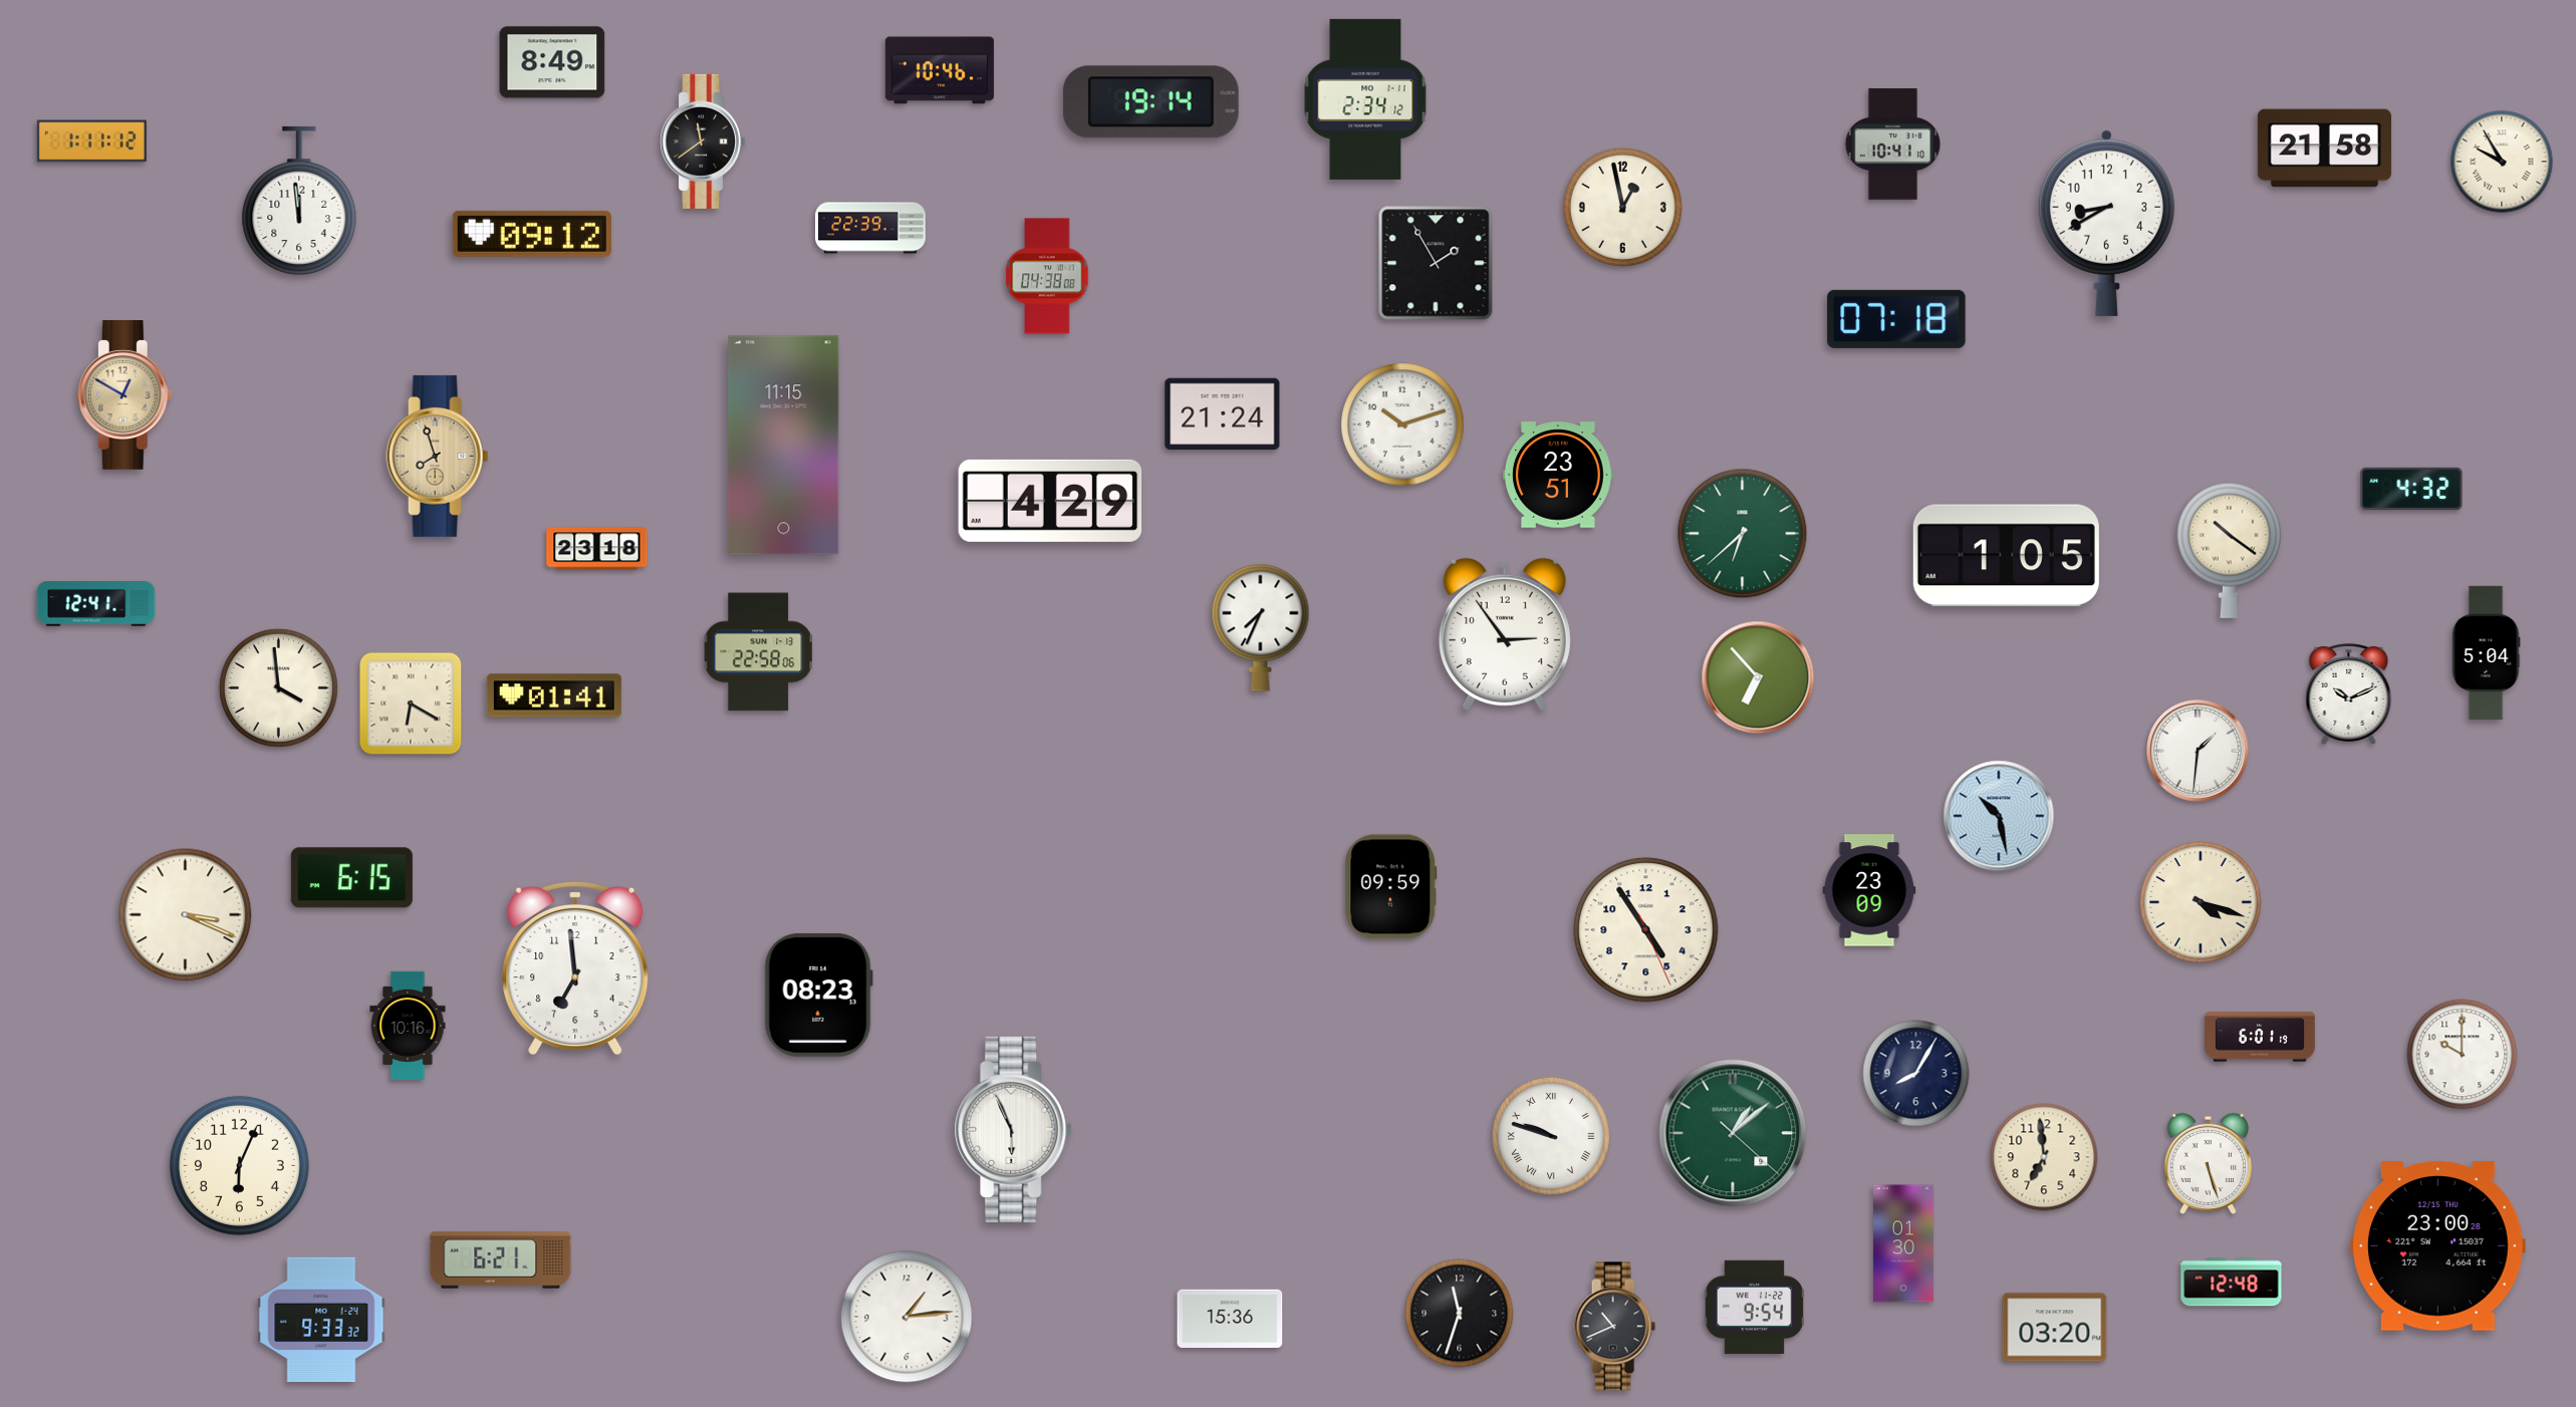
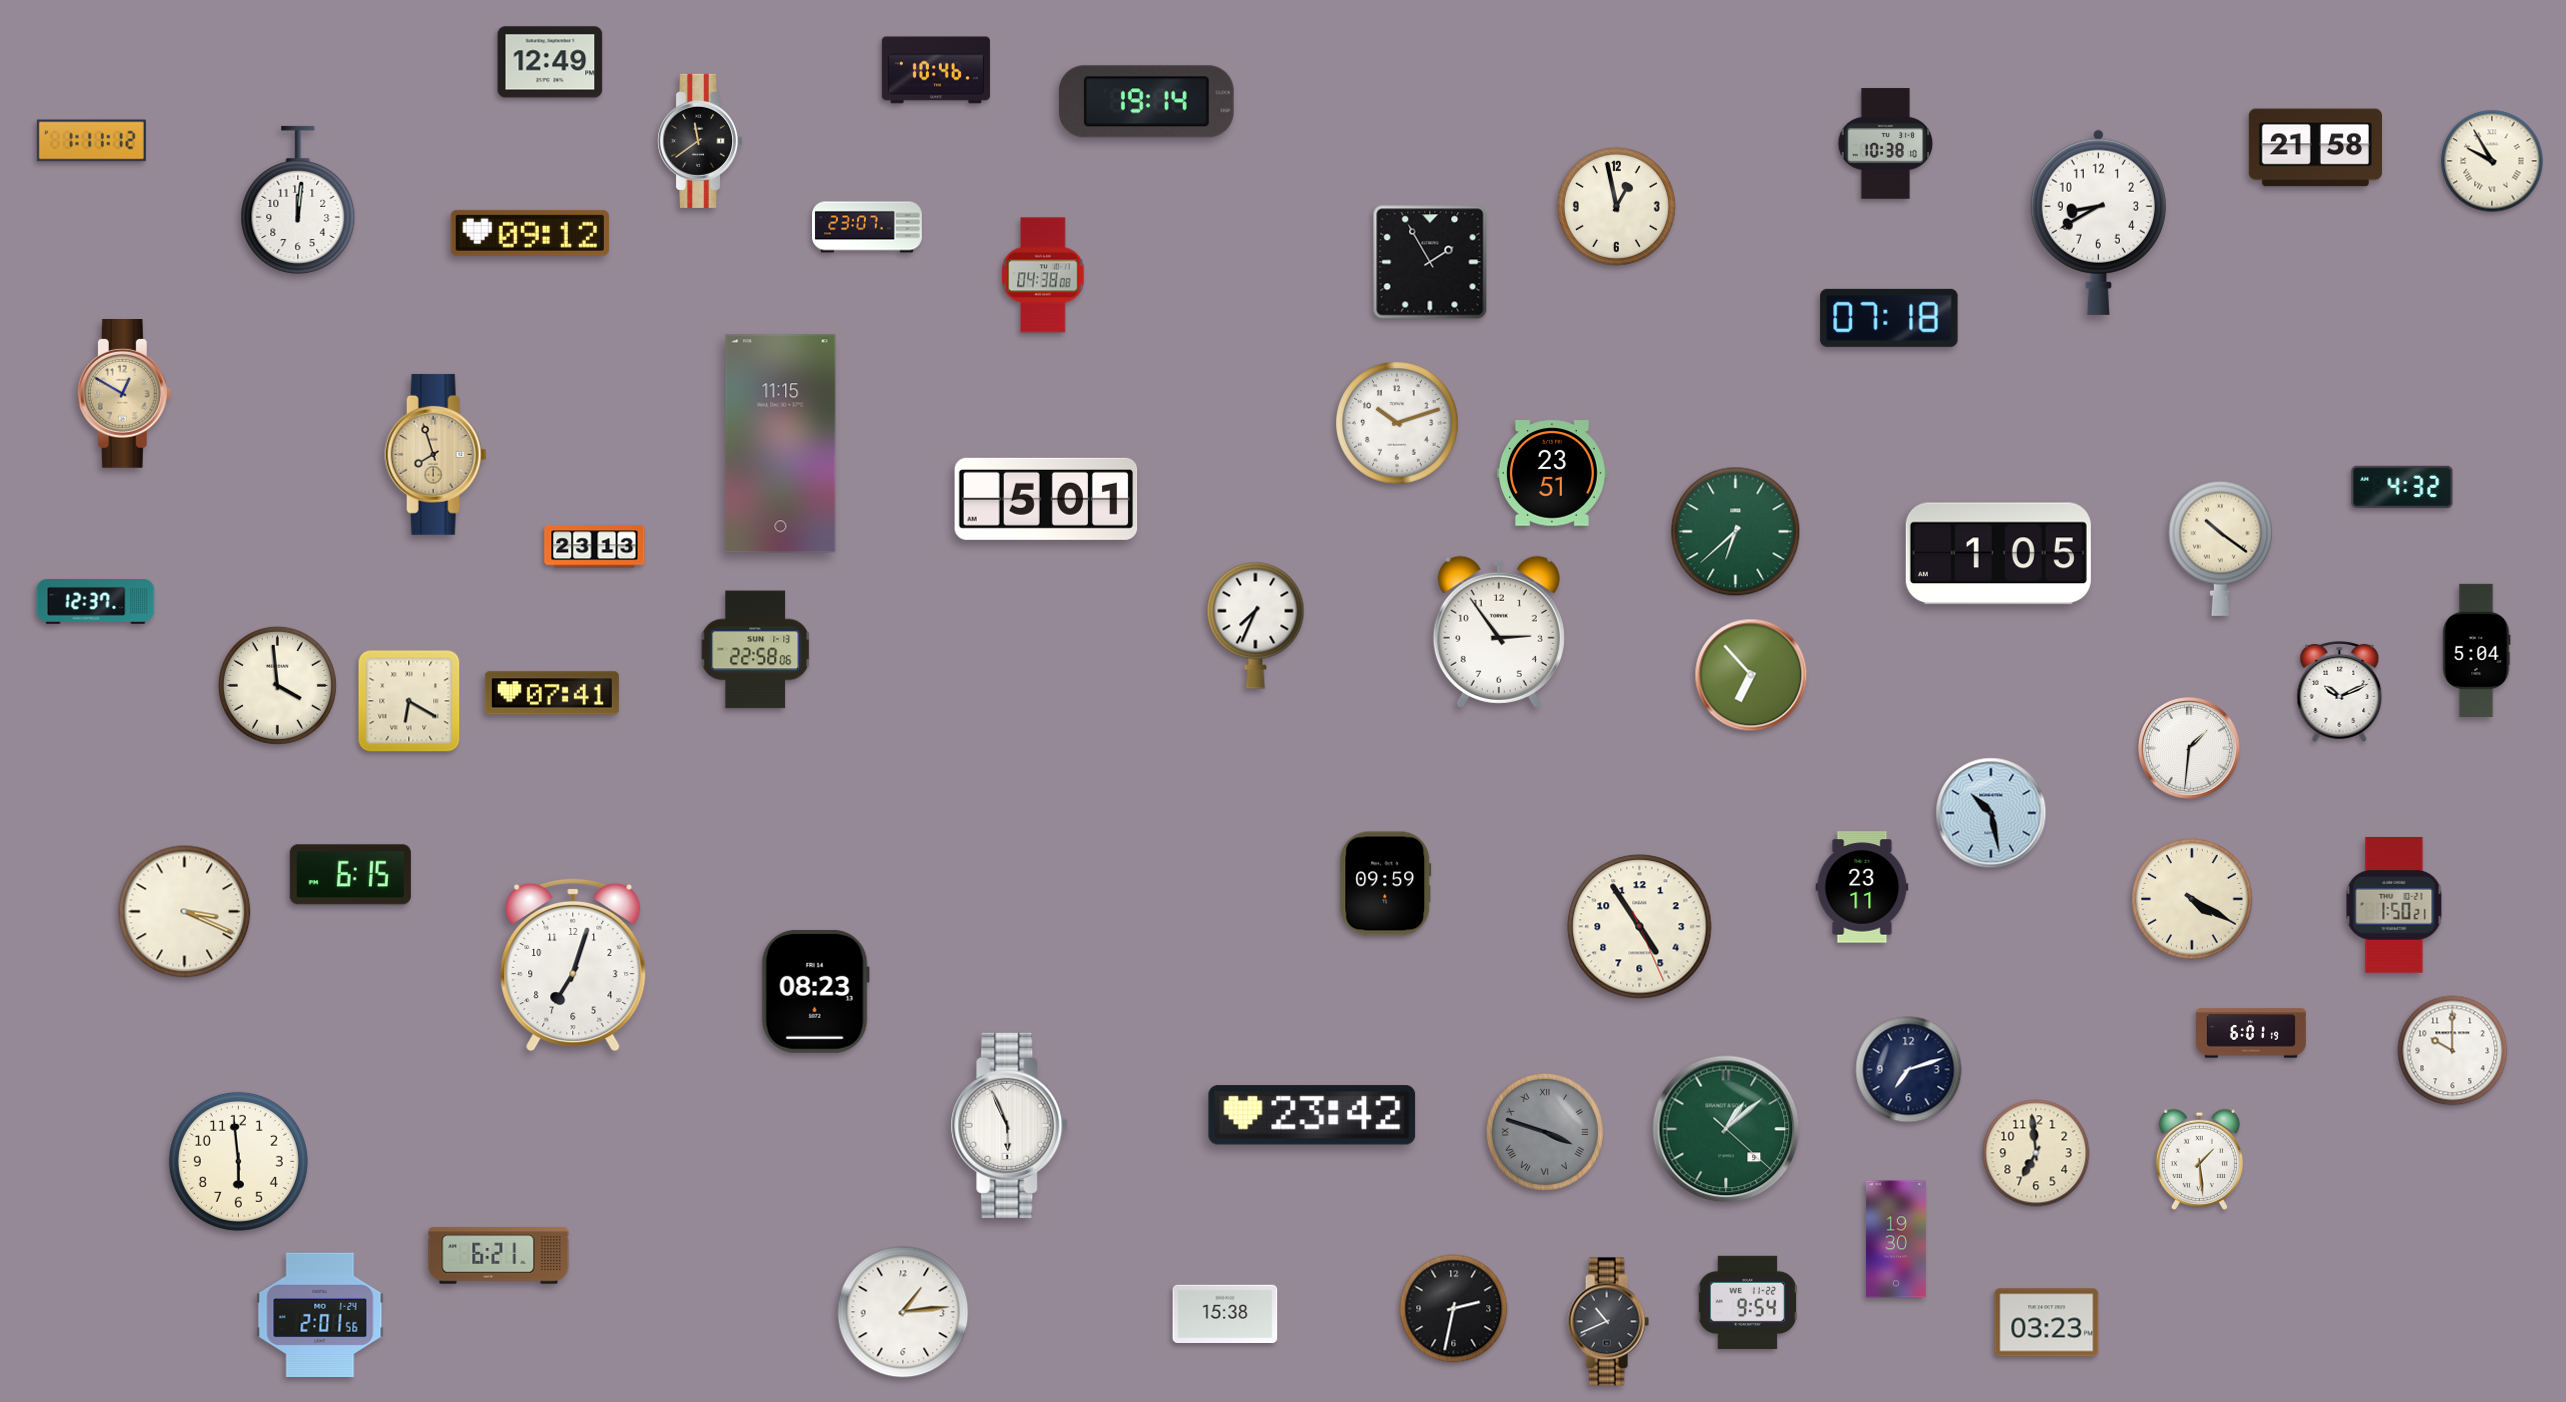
clock at (552, 62): 8:49 -> 12:49
clock at (1365, 99): 2:34 -> none
clock at (1893, 145): 10:41 -> 10:38
clock at (299, 201): 11:59 -> 12:01
clock at (870, 228): 22:39 -> 23:07
clock at (1223, 414): 21:24 -> none
clock at (1050, 501): 4:29 -> 5:01
clock at (597, 549): 23:18 -> 23:13
clock at (96, 604): 12:41 -> 12:37
clock at (554, 695): 01:41 -> 07:41
clock at (1869, 890): 23:09 -> 23:11
clock at (2201, 902): 4:18 -> 4:20
clock at (2394, 905): none -> 1:50
clock at (575, 968): 6:59 -> 7:03
clock at (408, 1026): 10:16 -> none
clock at (1916, 1074): 8:05 -> 7:12
clock at (1312, 1115): none -> 23:42
clock at (1551, 1136): 9:48 -> 3:48
clock at (1551, 1136) dial: white -> grey
clock at (2208, 1164): 5:27 -> 1:29
clock at (239, 1165): 6:04 -> 5:59
clock at (1903, 1243): 01:30 -> 19:30
clock at (2437, 1246): 23:00 -> none
clock at (2232, 1283): 12:48 -> none
clock at (1460, 1314): 11:33 -> 2:32
clock at (1230, 1319): 15:36 -> 15:38
clock at (321, 1320): 9:33 -> 2:01
clock at (2055, 1328): 03:20 -> 03:23
